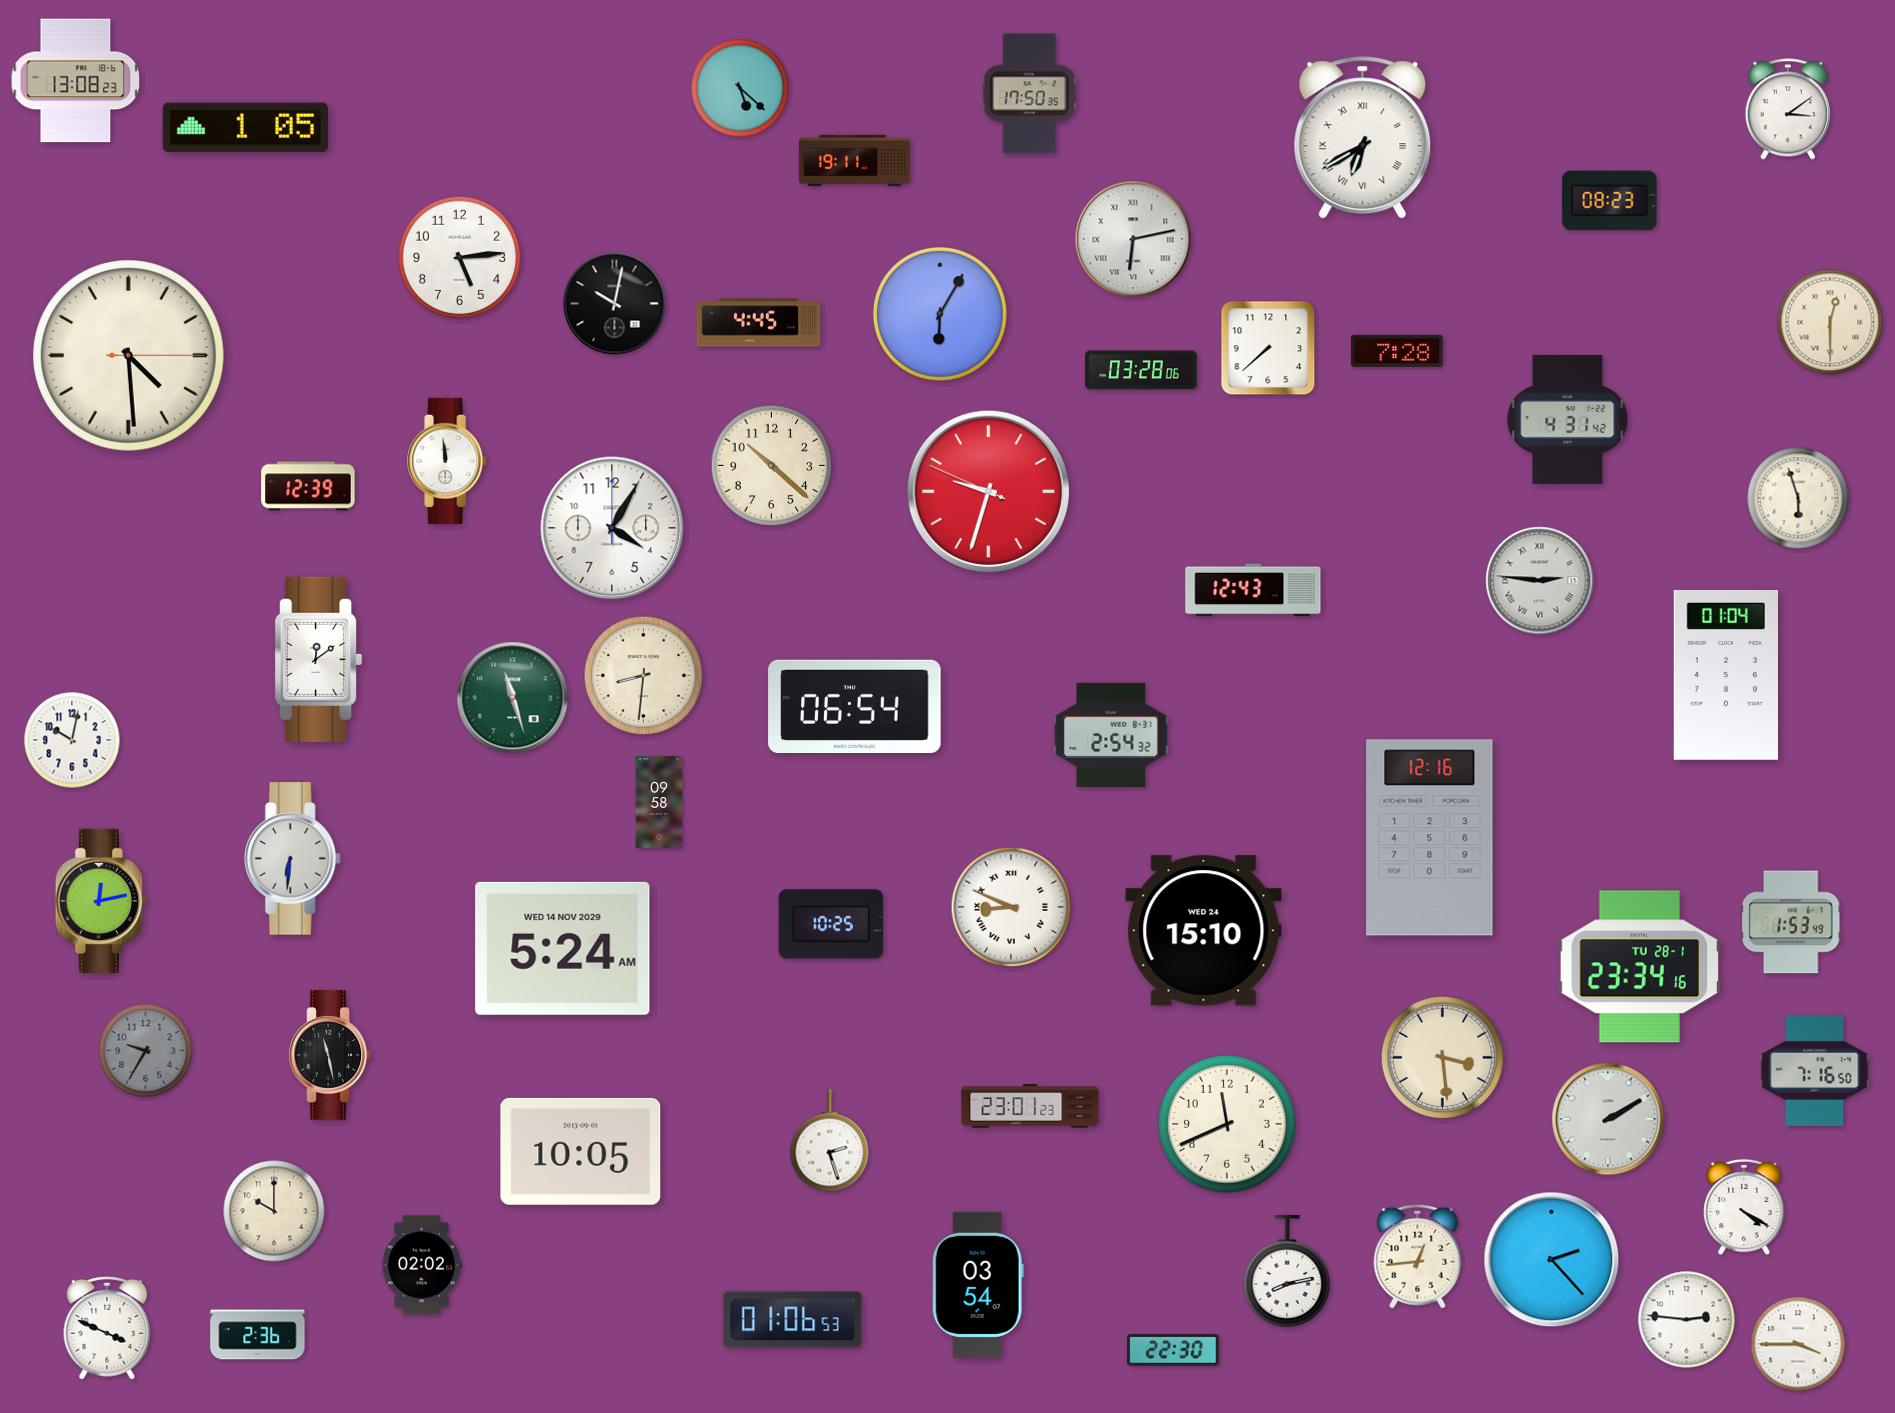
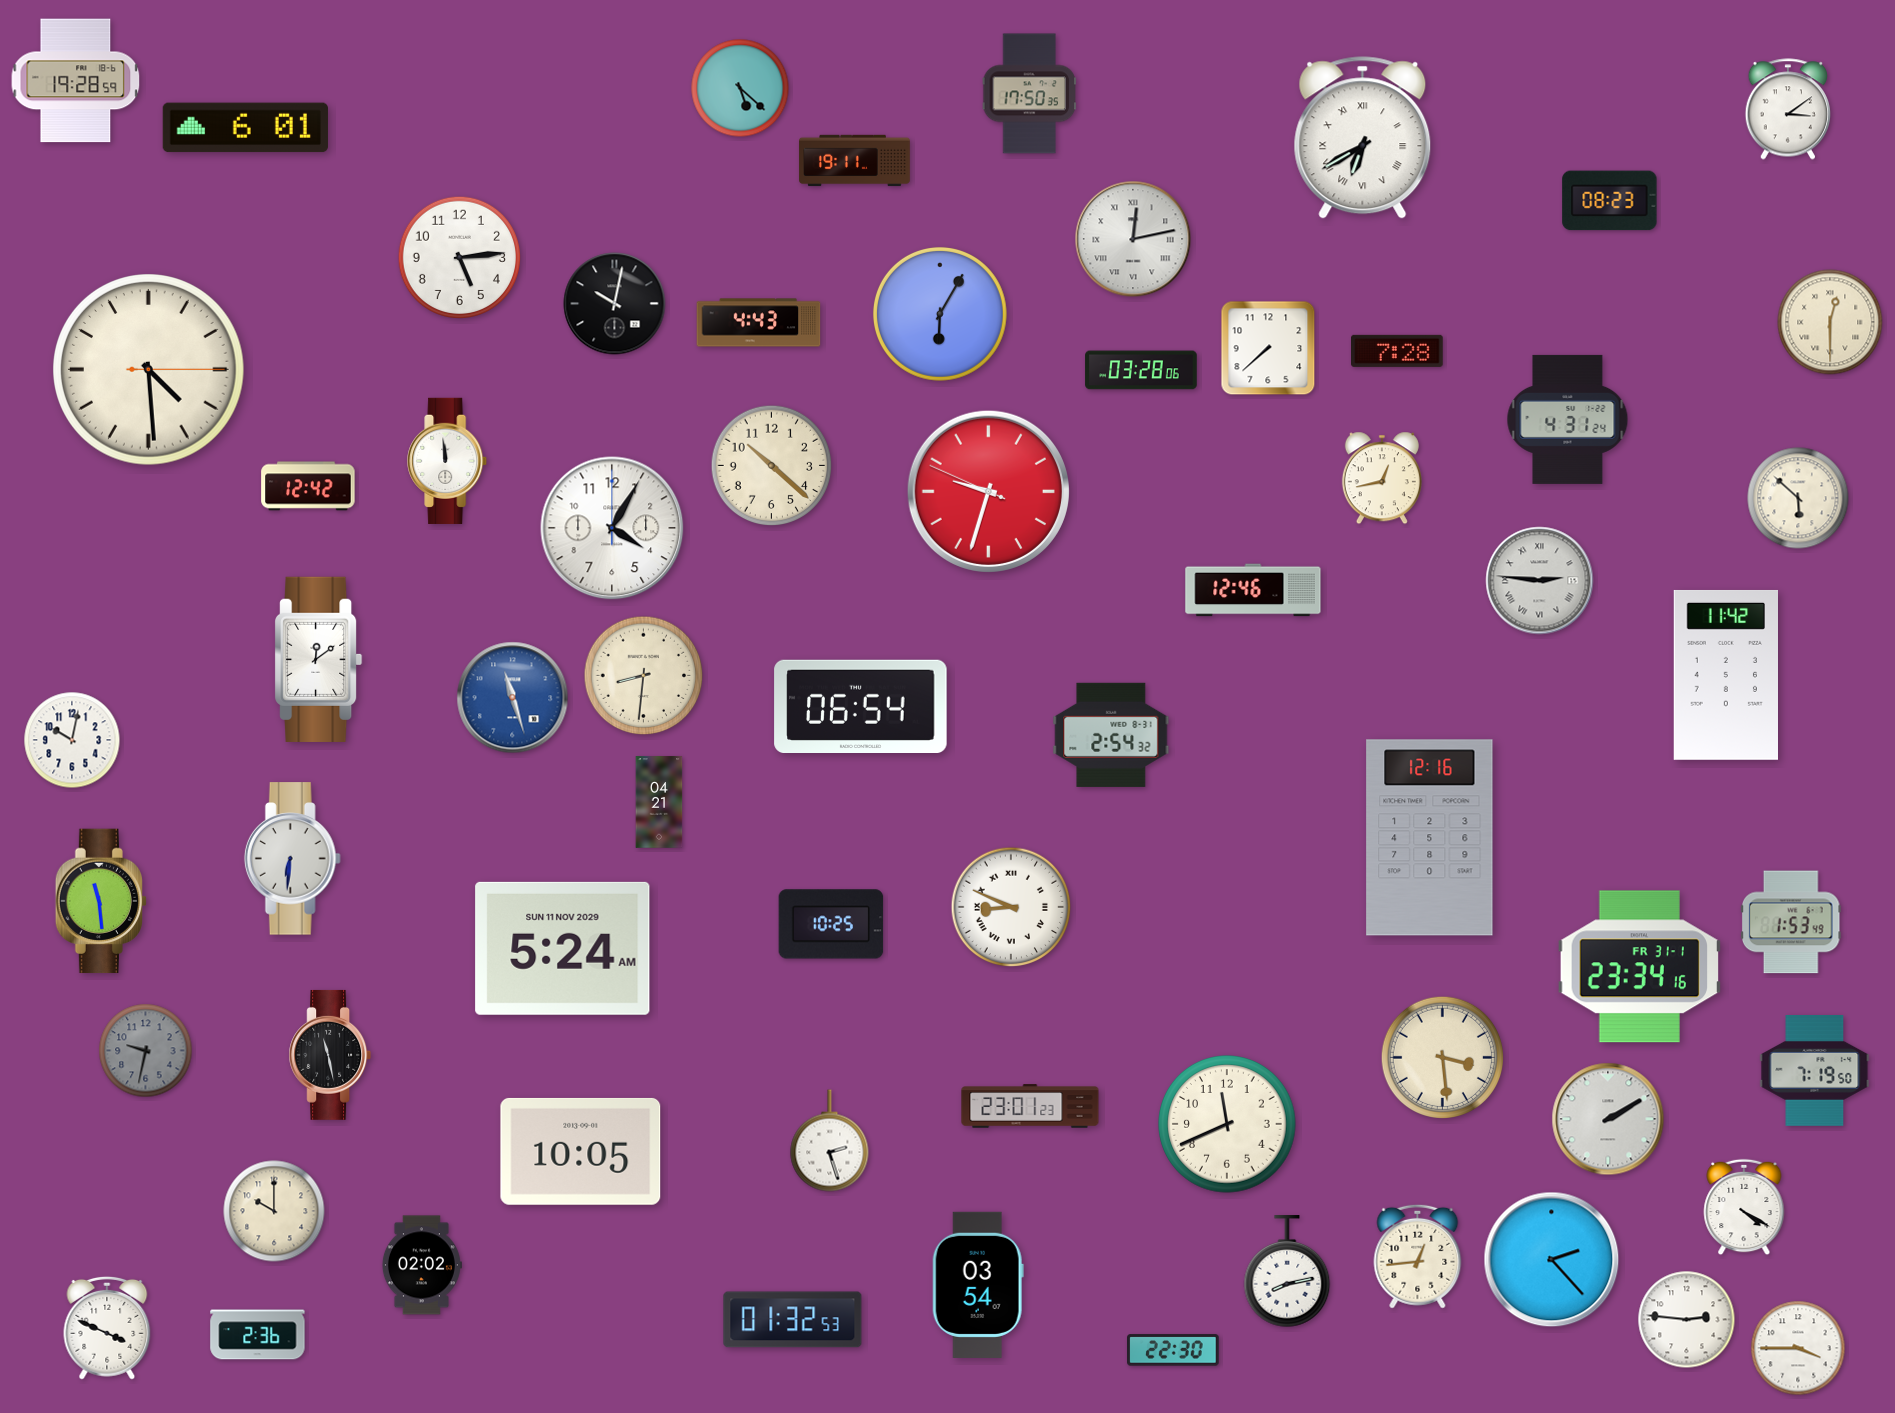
clock at (76, 81): 13:08 -> 19:28
clock at (245, 128): 1:05 -> 6:01
clock at (1133, 239): 6:13 -> 12:13
clock at (759, 323): 4:45 -> 4:43
clock at (129, 356) position: (129, 356) -> (149, 370)
clock at (1568, 419): 4:31:42 -> 4:31:24
clock at (1382, 478): none -> 12:43
clock at (308, 486): 12:39 -> 12:42
clock at (1798, 498): 5:57 -> 5:52
clock at (1253, 590): 12:43 -> 12:46
clock at (1725, 675): 01:04 -> 11:42
clock at (513, 698) dial: green -> blue
clock at (855, 706) position: (855, 706) -> (861, 706)
clock at (659, 802): 09:58 -> 04:21
clock at (100, 901): 12:13 -> 11:29
clock at (1204, 931): 15:10 -> none
clock at (563, 948) date: WED 14 NOV 2029 -> SUN 11 NOV 2029
clock at (1640, 967) date: TU 28-1 -> FR 31-1
clock at (146, 1051): 9:35 -> 9:32
clock at (1815, 1071): 7:16 -> 7:19
clock at (793, 1320): 01:06 -> 01:32
clock at (1798, 1344) position: (1798, 1344) -> (1798, 1348)
